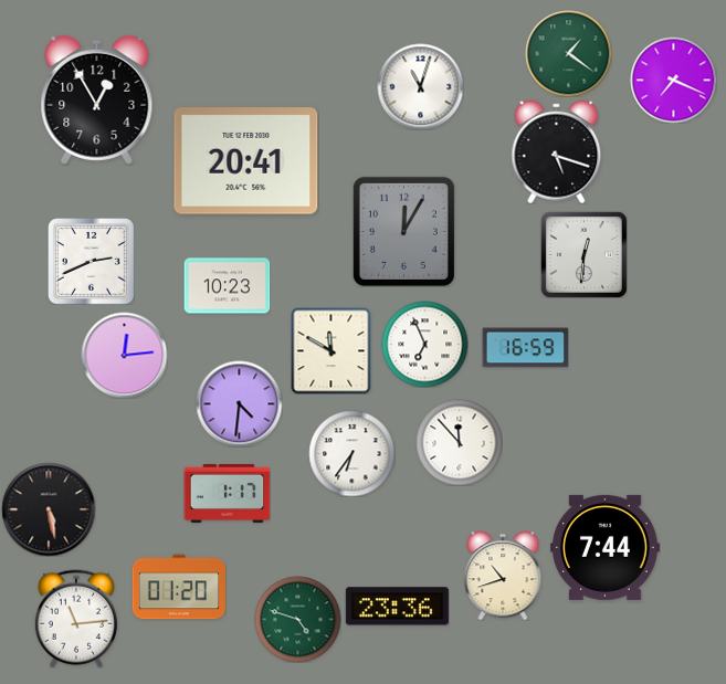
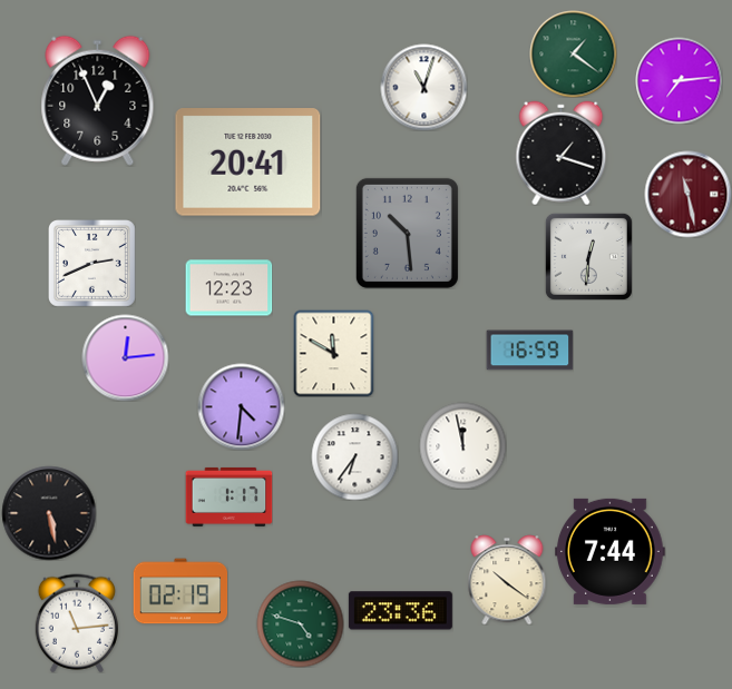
clock at (673, 80): 7:19 -> 7:14
clock at (97, 99): 12:55 -> 12:56
clock at (557, 151): 5:18 -> 1:18
clock at (687, 194): none -> 11:28
clock at (403, 231): 12:05 -> 10:29
clock at (227, 286): 10:23 -> 12:23
clock at (424, 344): 6:56 -> none
clock at (459, 442): 11:53 -> 11:58
clock at (503, 576): 10:42 -> 10:21
clock at (179, 587): 01:20 -> 02:19
